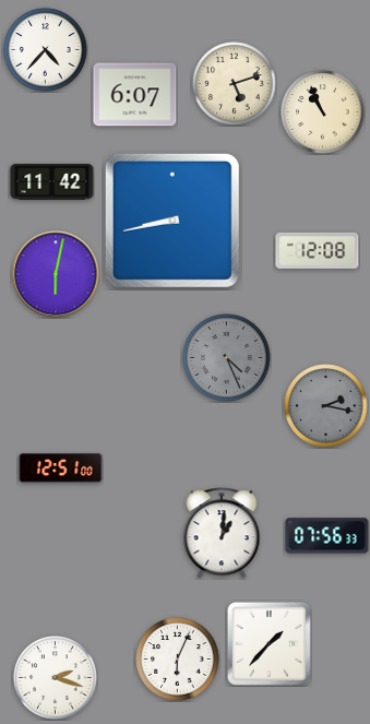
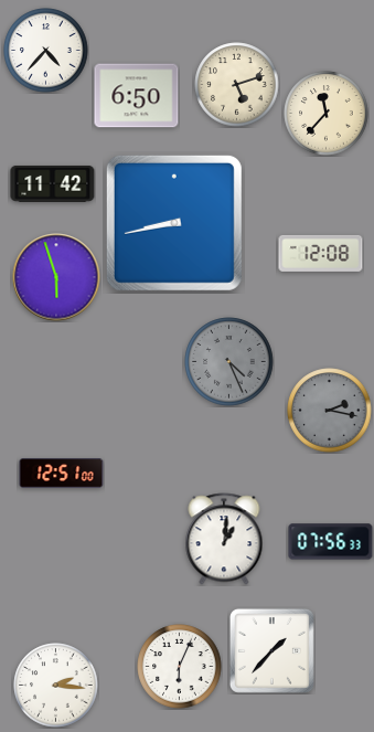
clock at (135, 95): 6:07 -> 6:50
clock at (323, 112): 10:56 -> 11:37
clock at (56, 274): 6:02 -> 5:57
clock at (56, 678): 2:18 -> 2:16
